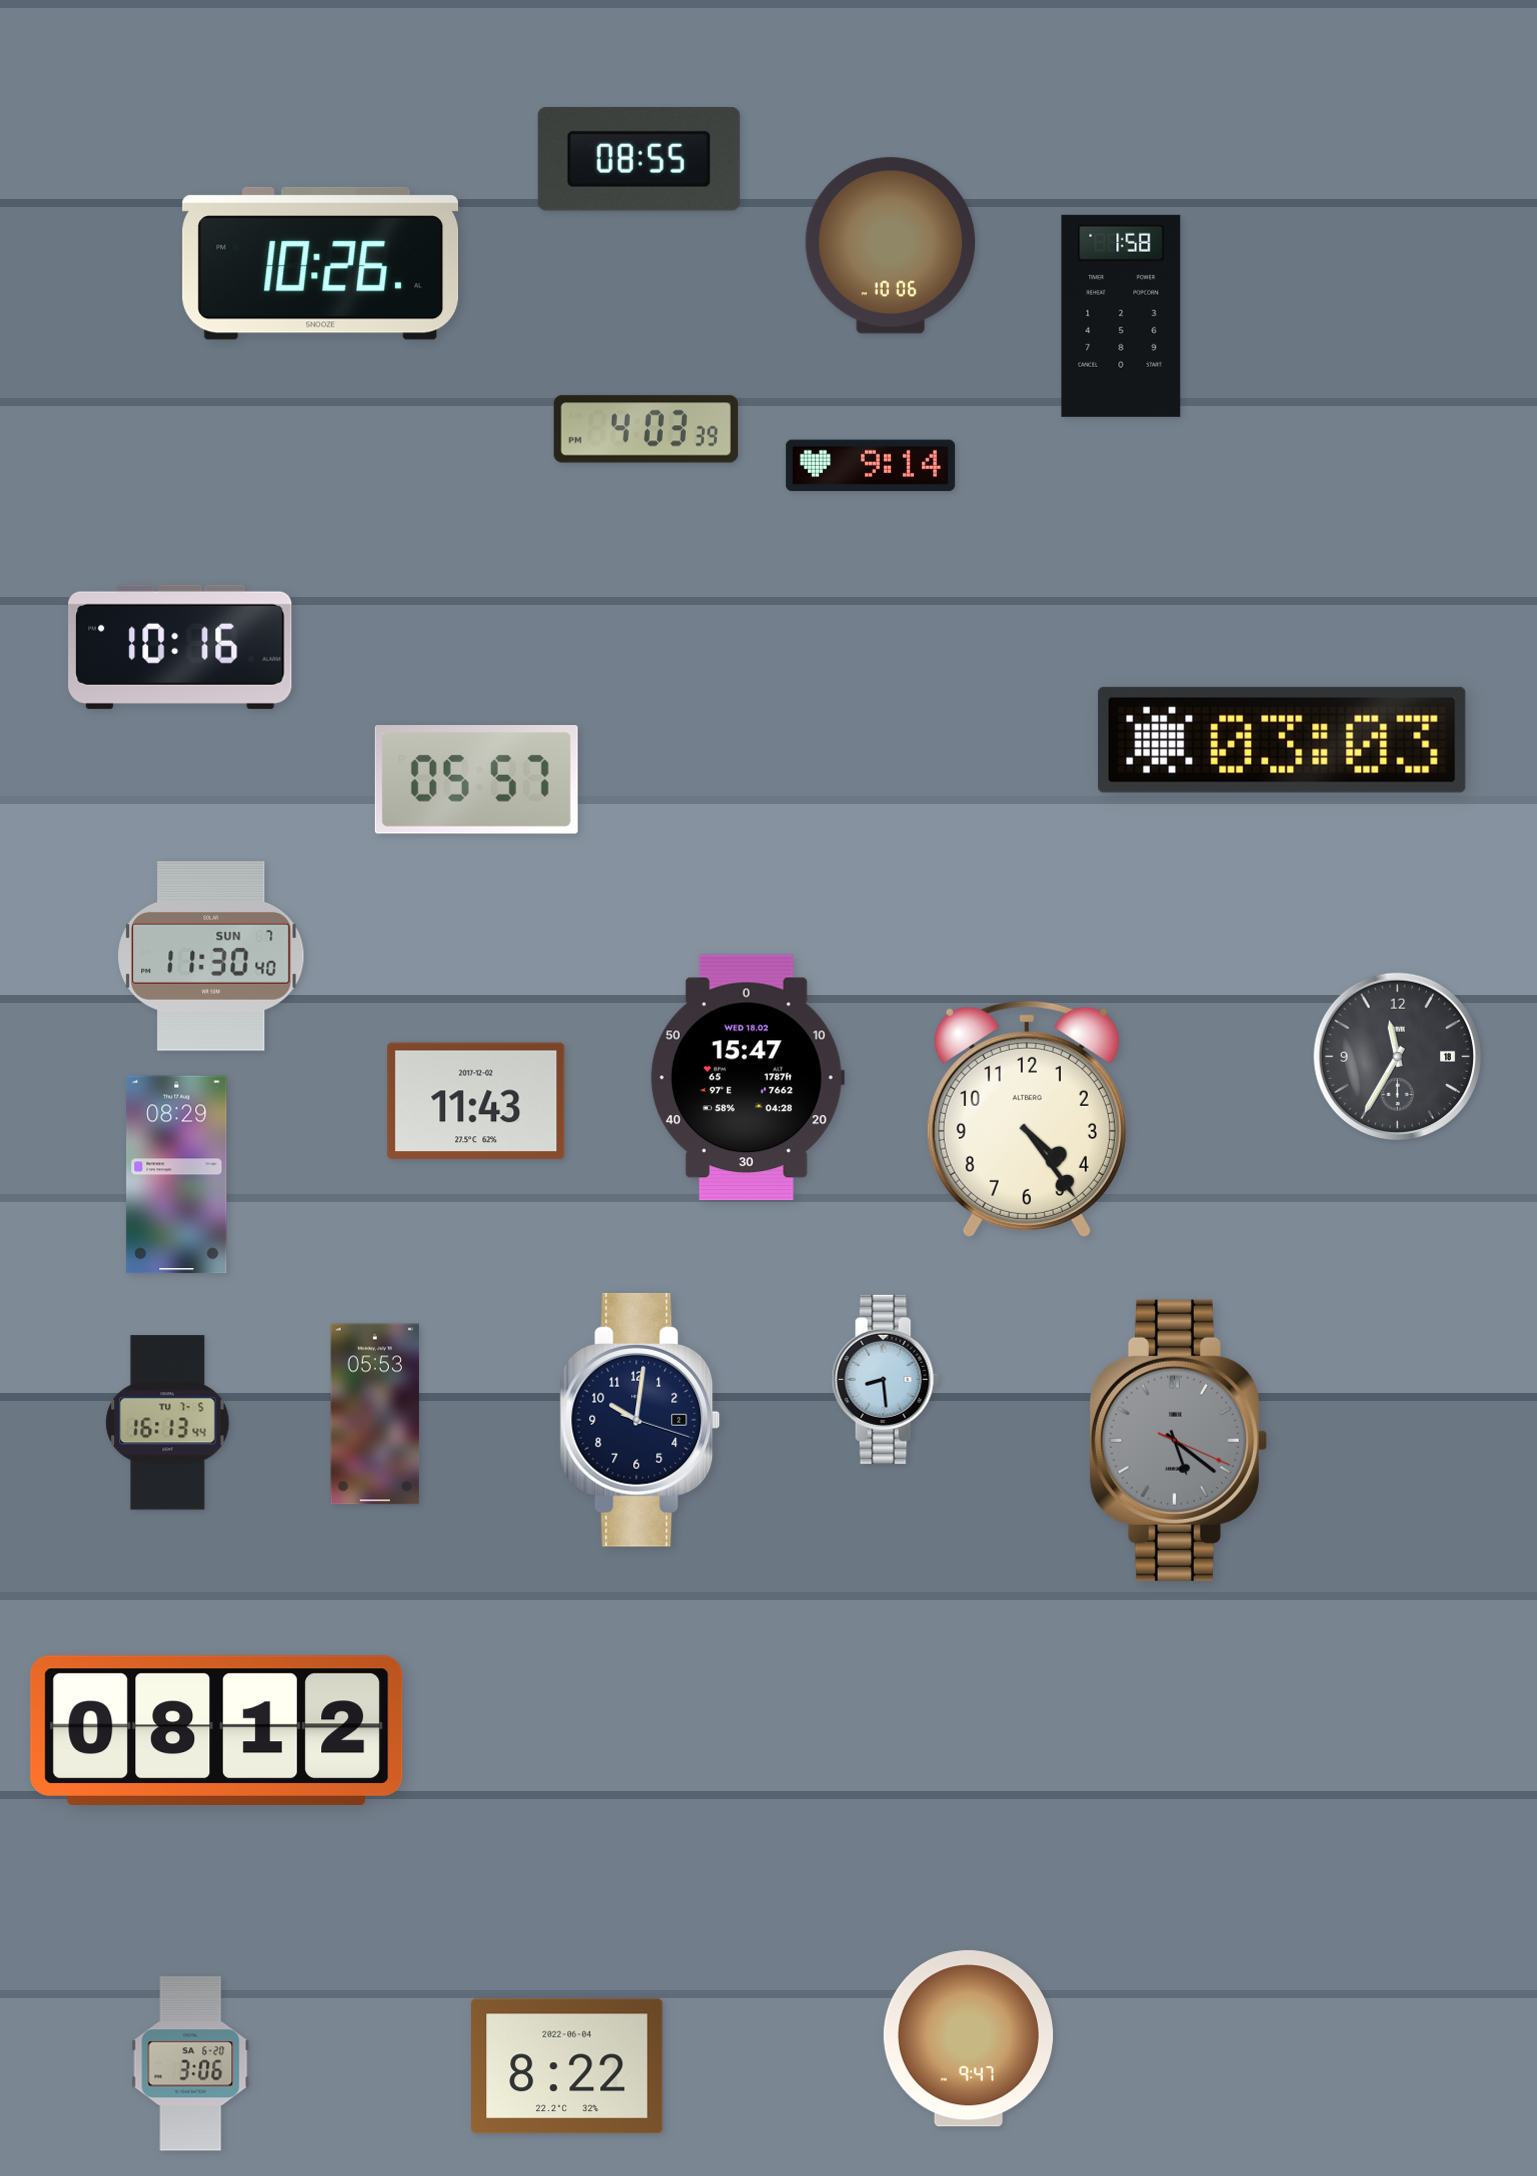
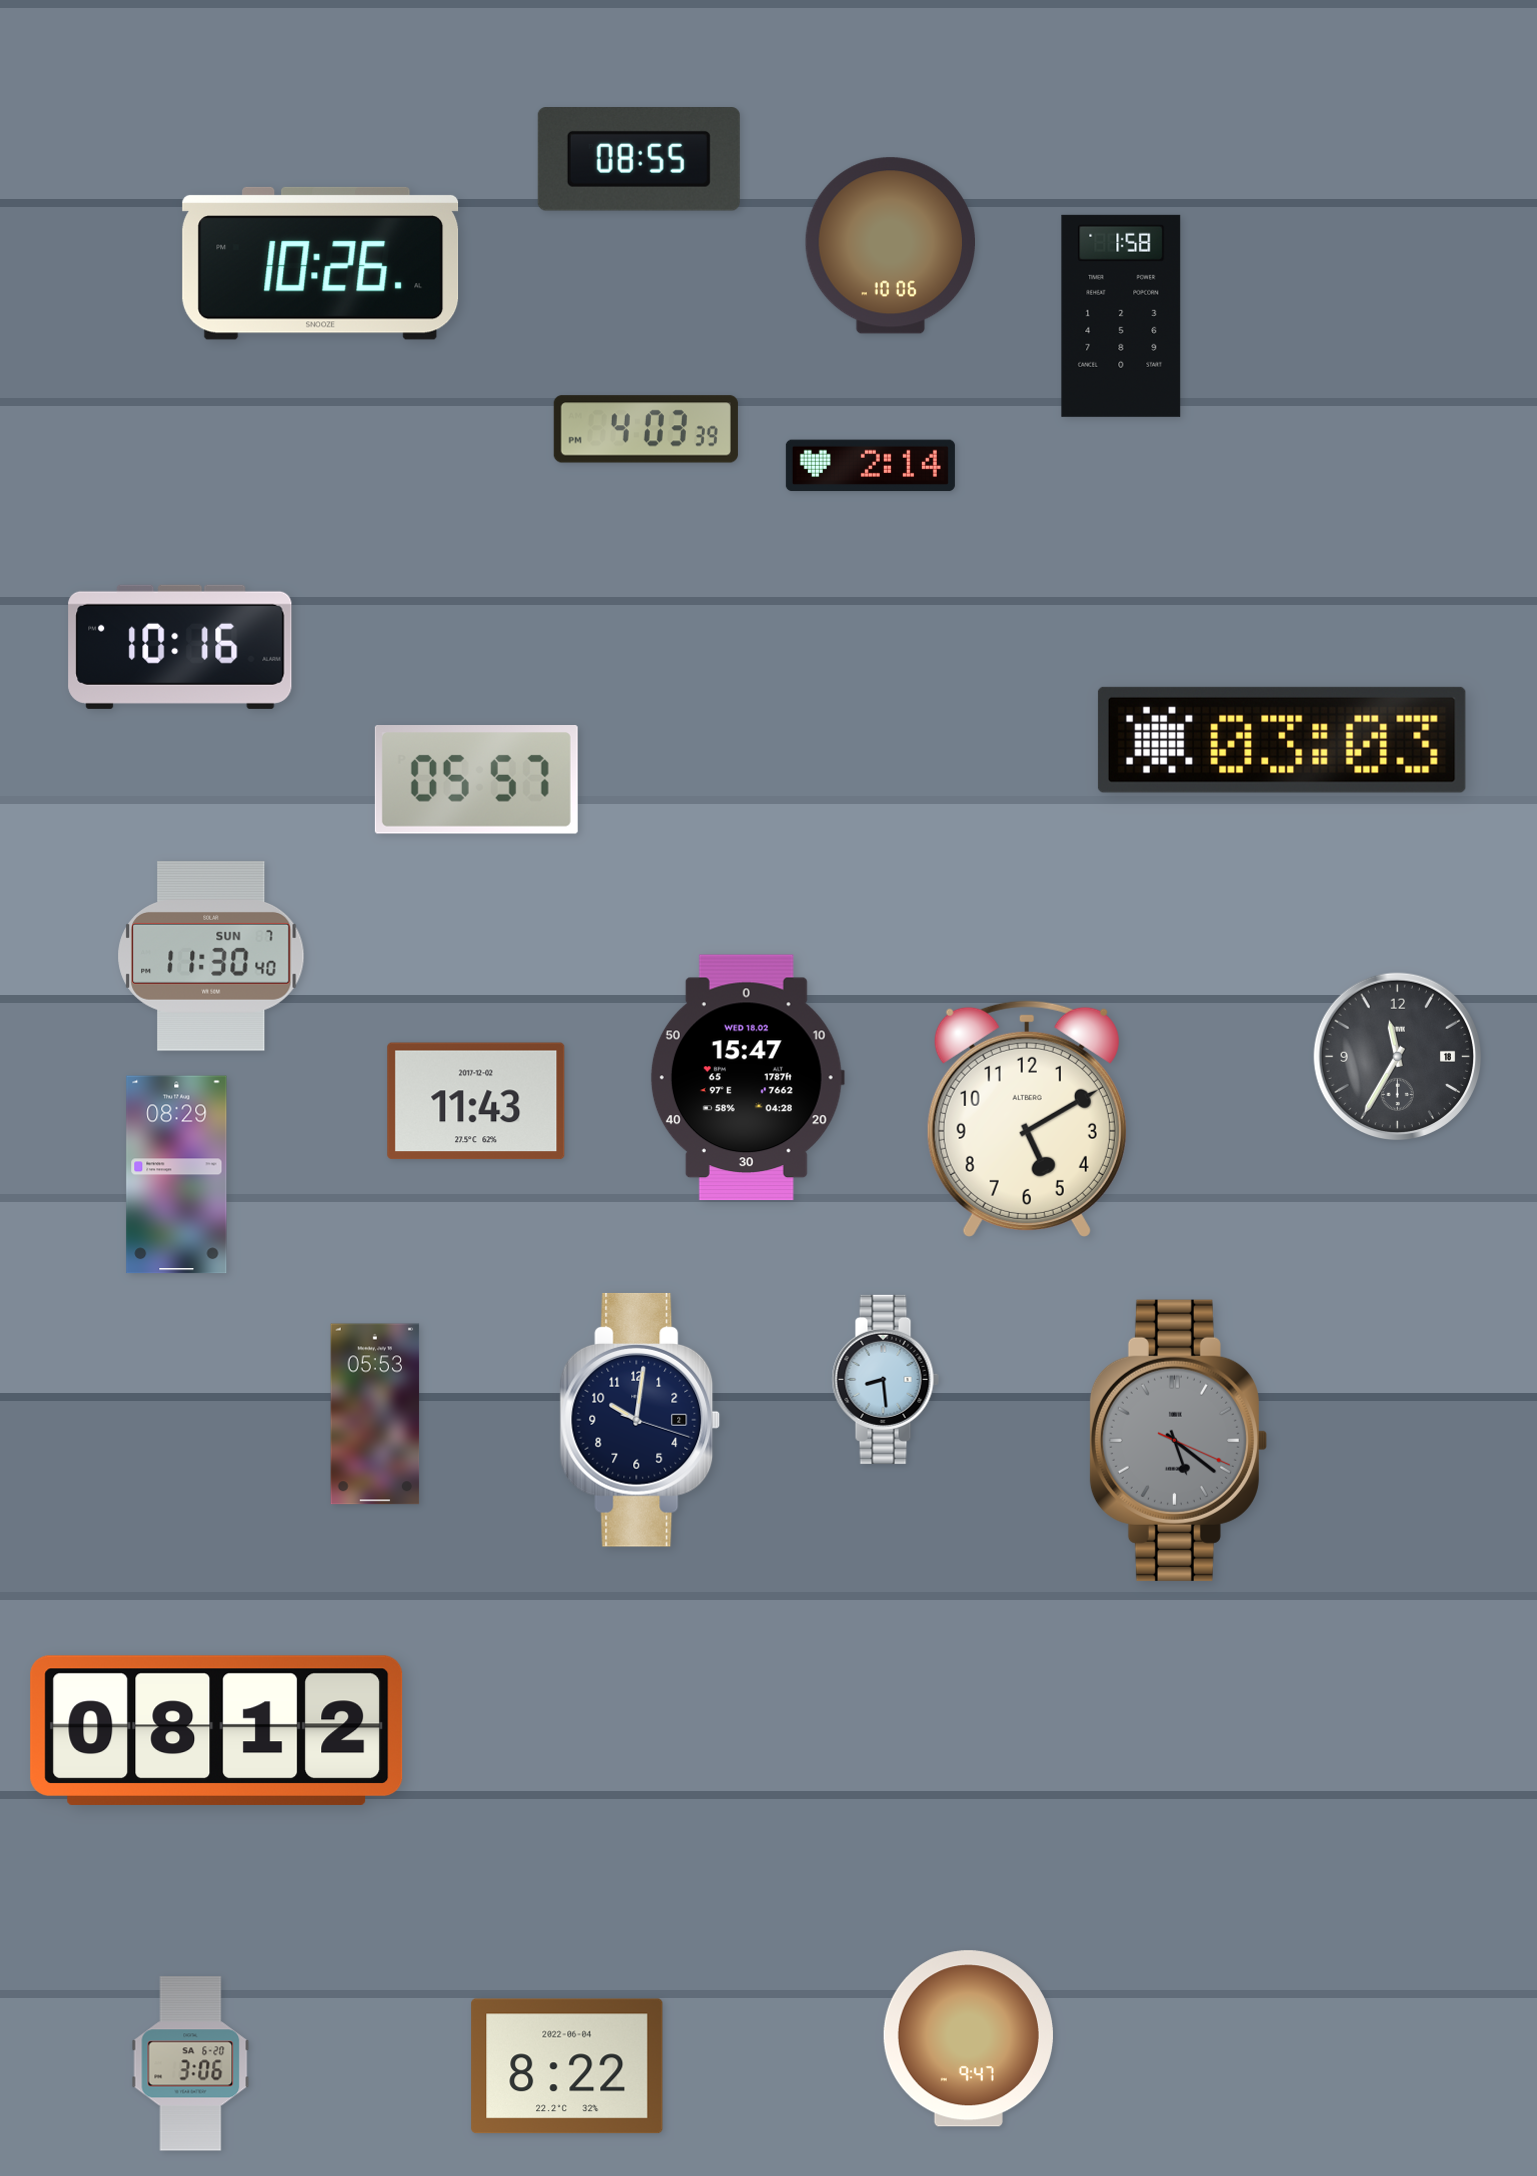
clock at (870, 466): 9:14 -> 2:14
clock at (1027, 1119): 4:24 -> 5:10
clock at (168, 1423): 16:13 -> none
